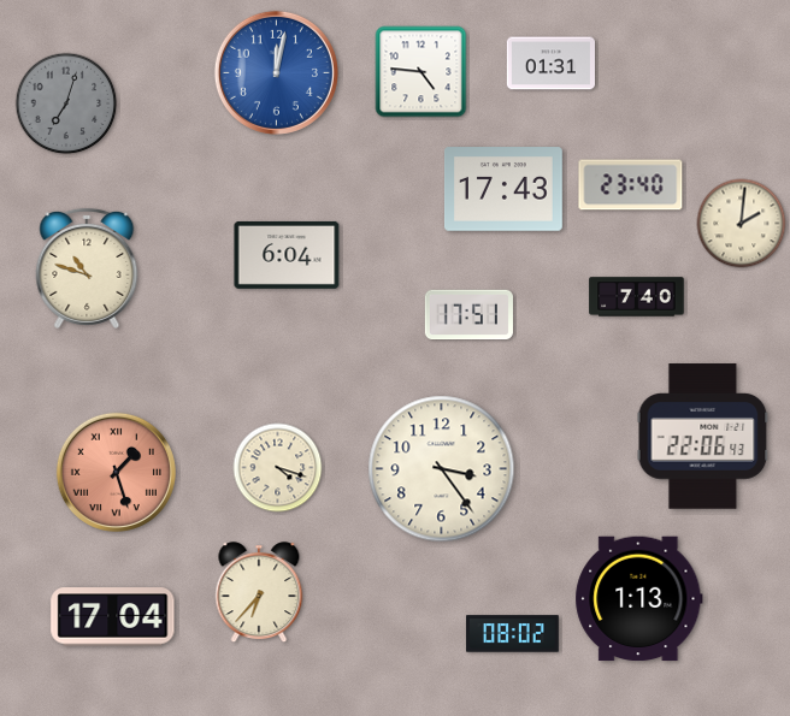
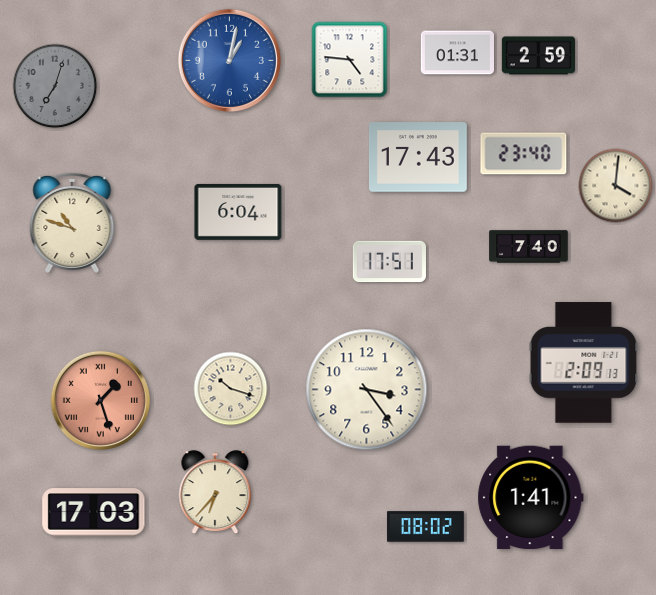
clock at (538, 56): none -> 2:59
clock at (276, 72): 12:02 -> 1:02
clock at (742, 224): 2:01 -> 4:01
clock at (703, 437): 22:06 -> 2:09
clock at (278, 468): 4:18 -> 10:18
clock at (116, 472) position: (116, 472) -> (100, 400)
clock at (639, 599): 1:13 -> 1:41
clock at (113, 617): 17:04 -> 17:03
